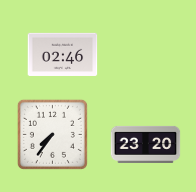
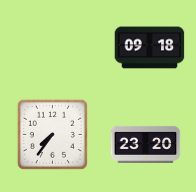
clock at (150, 48): none -> 09:18
clock at (63, 54): 02:46 -> none
